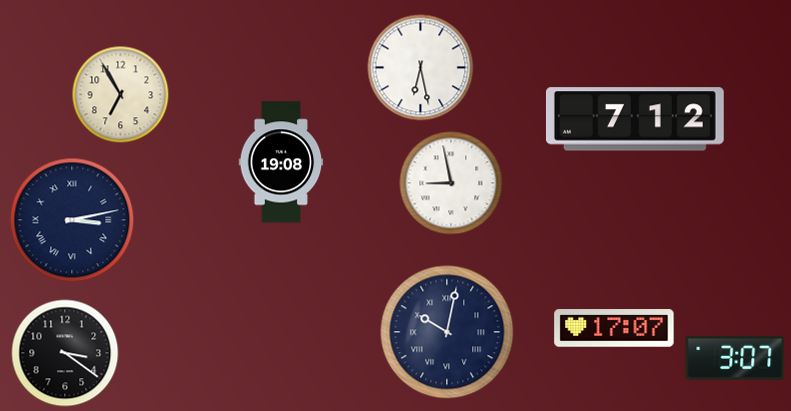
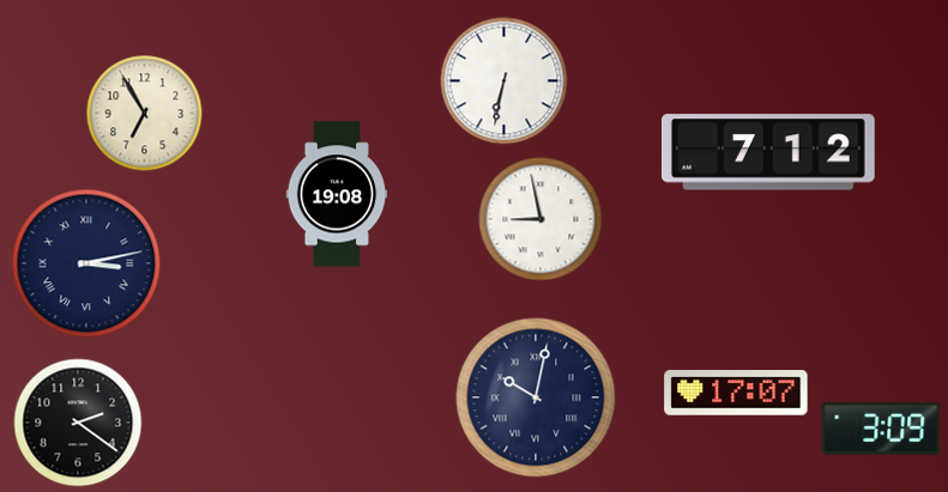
clock at (421, 68): 6:28 -> 6:32
clock at (635, 119) position: (635, 119) -> (768, 152)
clock at (65, 353): 3:21 -> 2:21
clock at (735, 358): 3:07 -> 3:09
